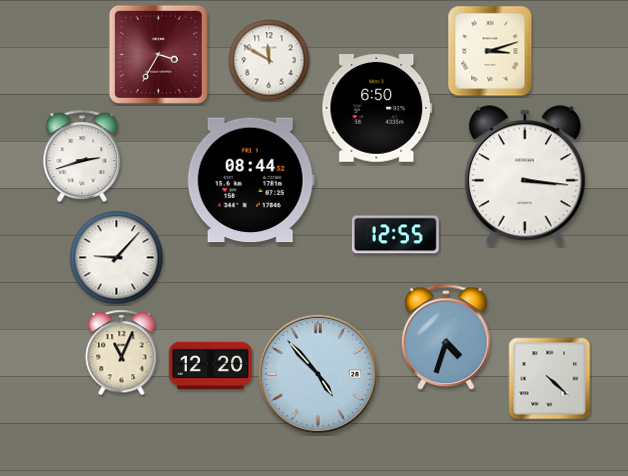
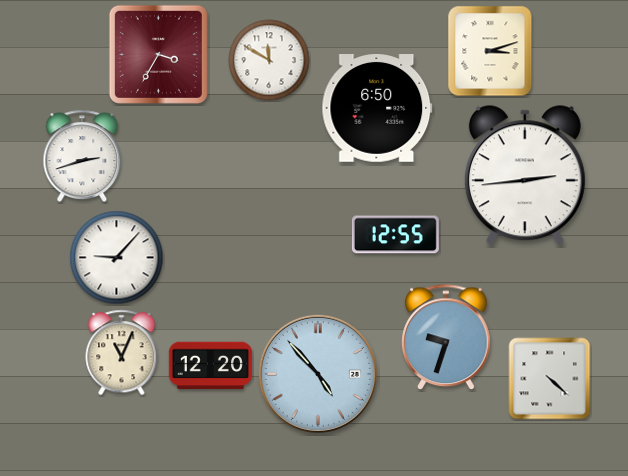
clock at (525, 176): 3:16 -> 2:44
clock at (251, 180): 08:44 -> none
clock at (446, 338): 4:33 -> 9:33
